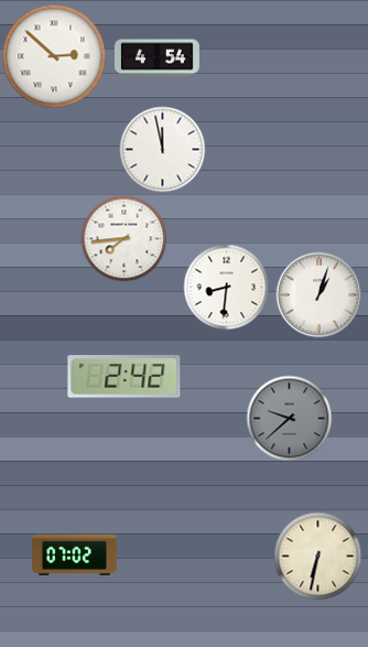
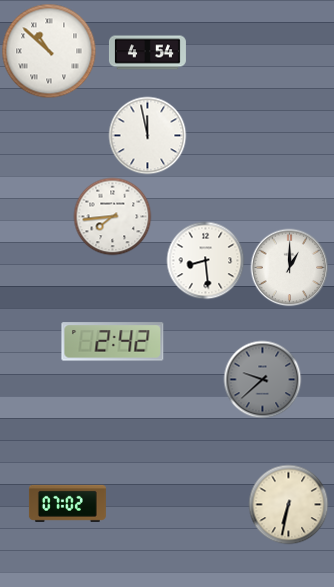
clock at (54, 56): 2:52 -> 10:52
clock at (156, 58) position: (156, 58) -> (147, 53)
clock at (226, 287): 8:31 -> 8:29
clock at (318, 294): 1:03 -> 1:00
